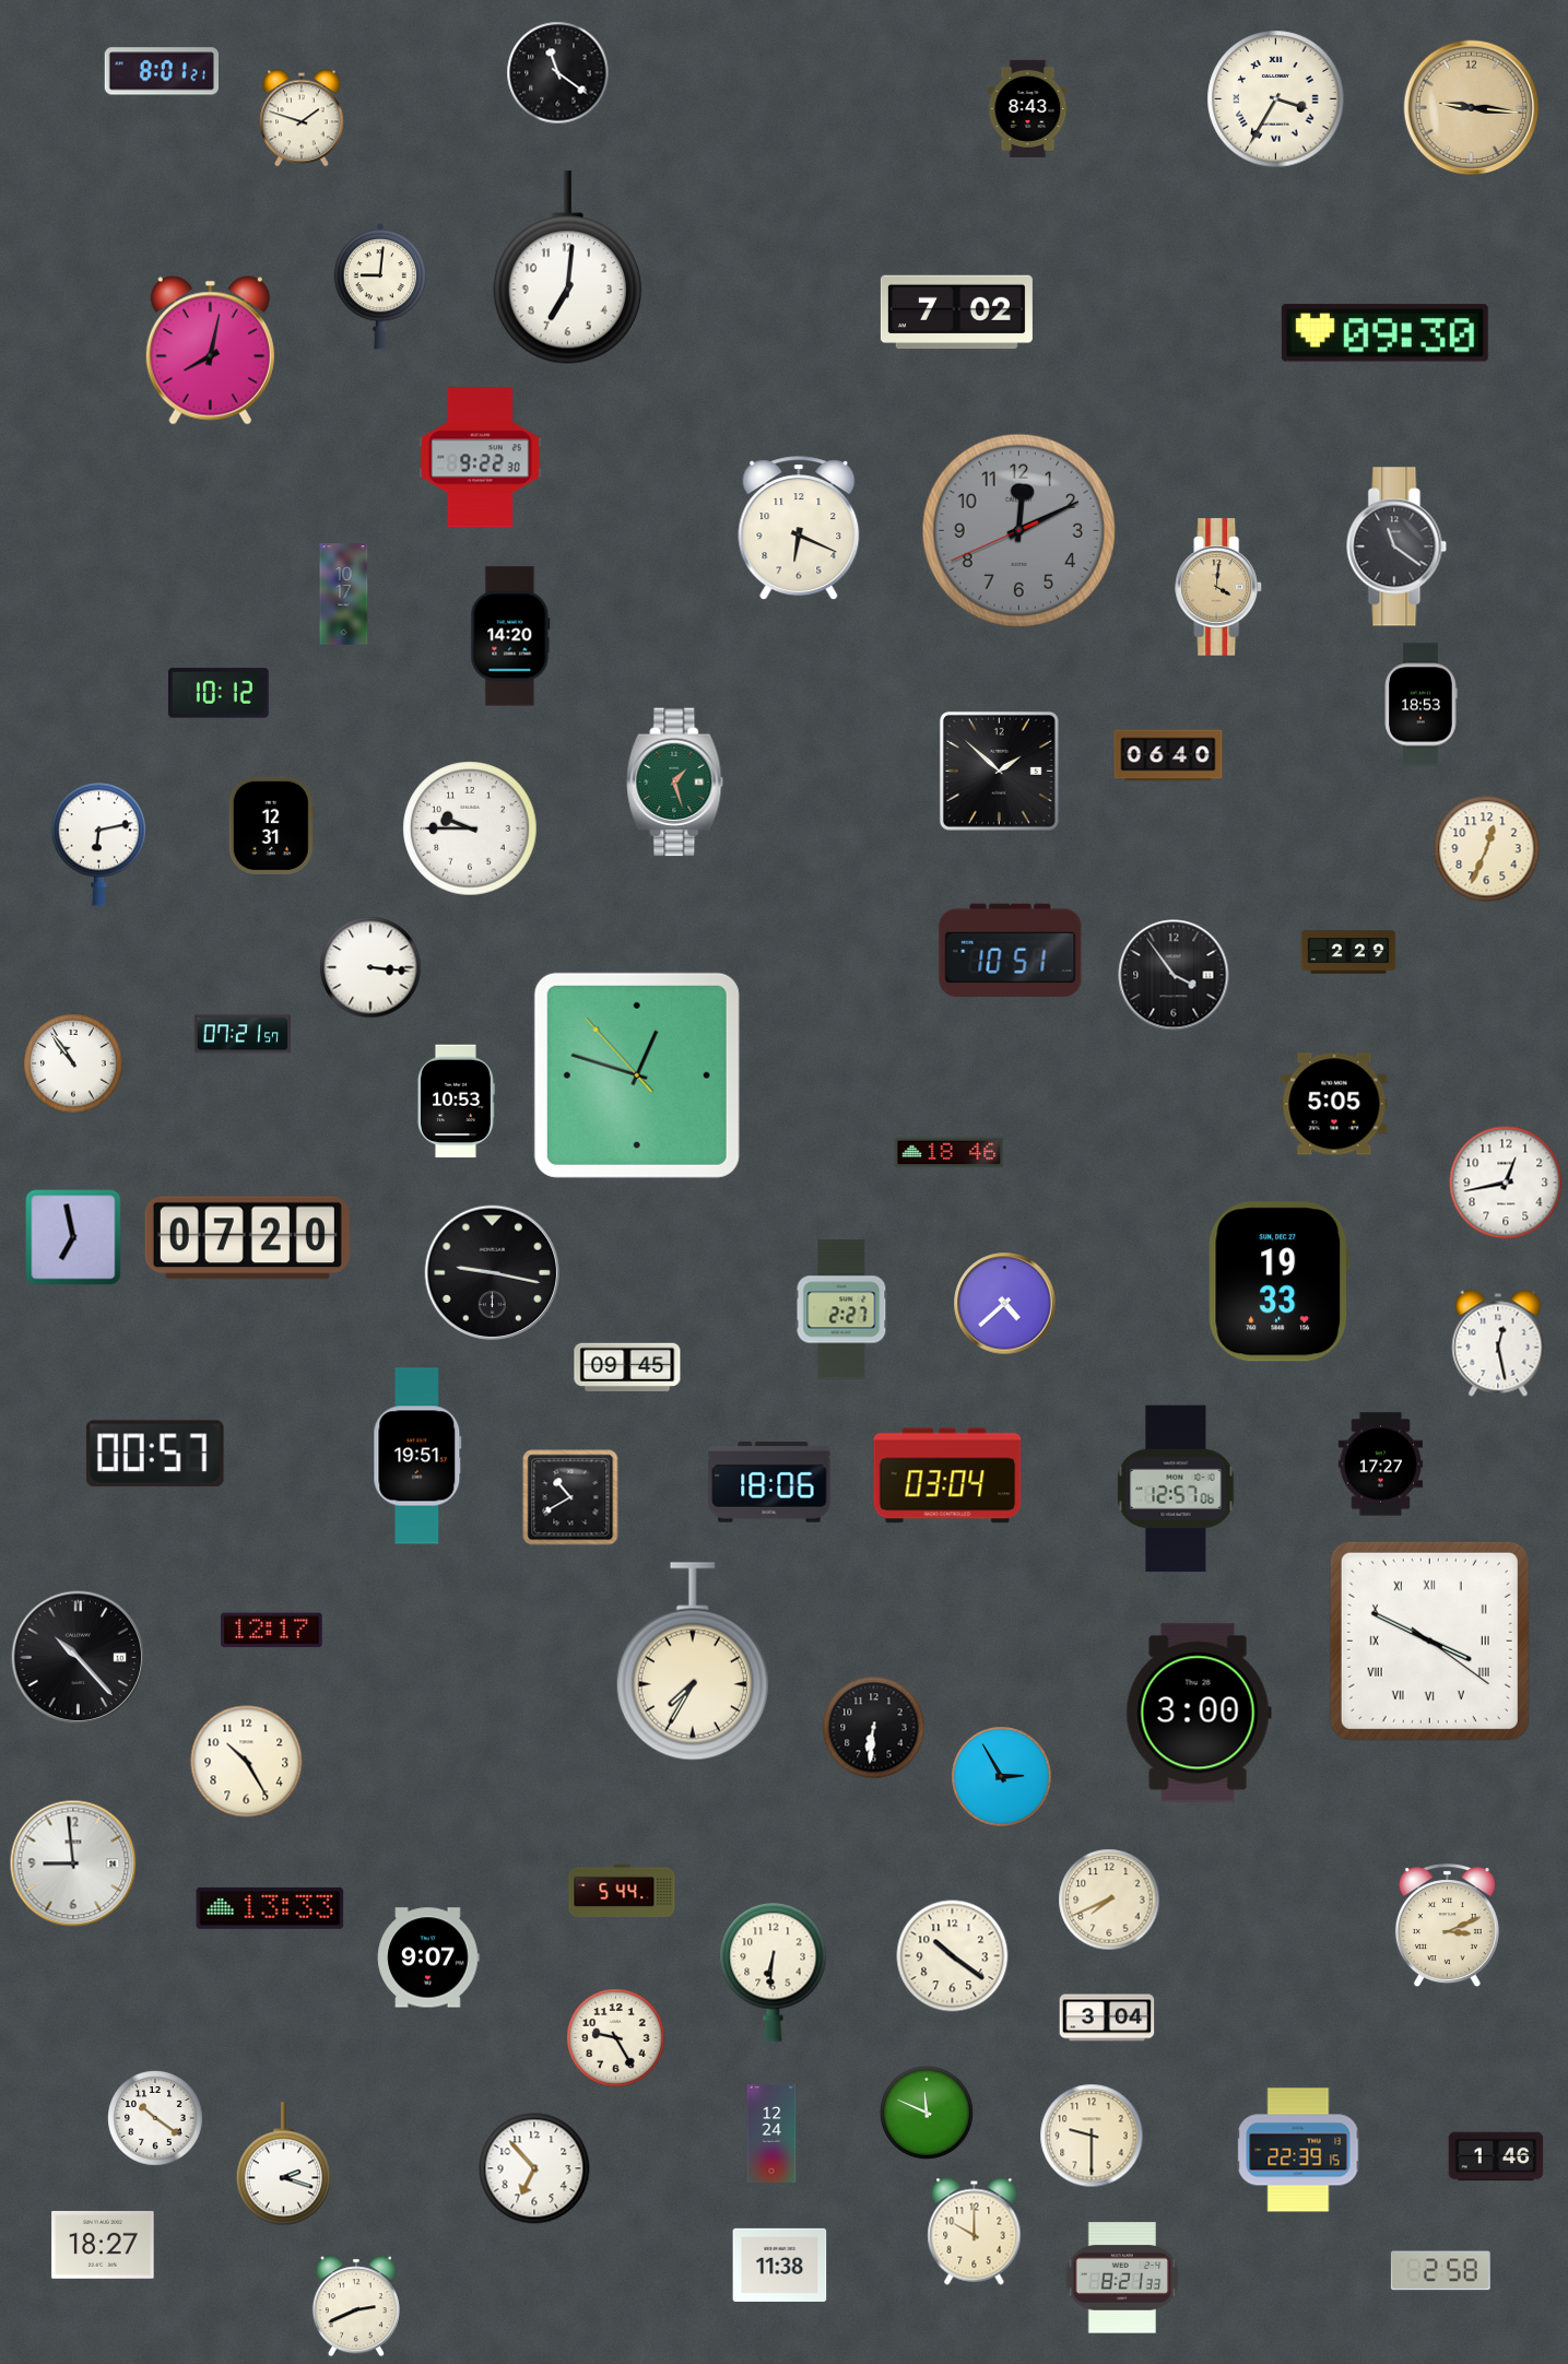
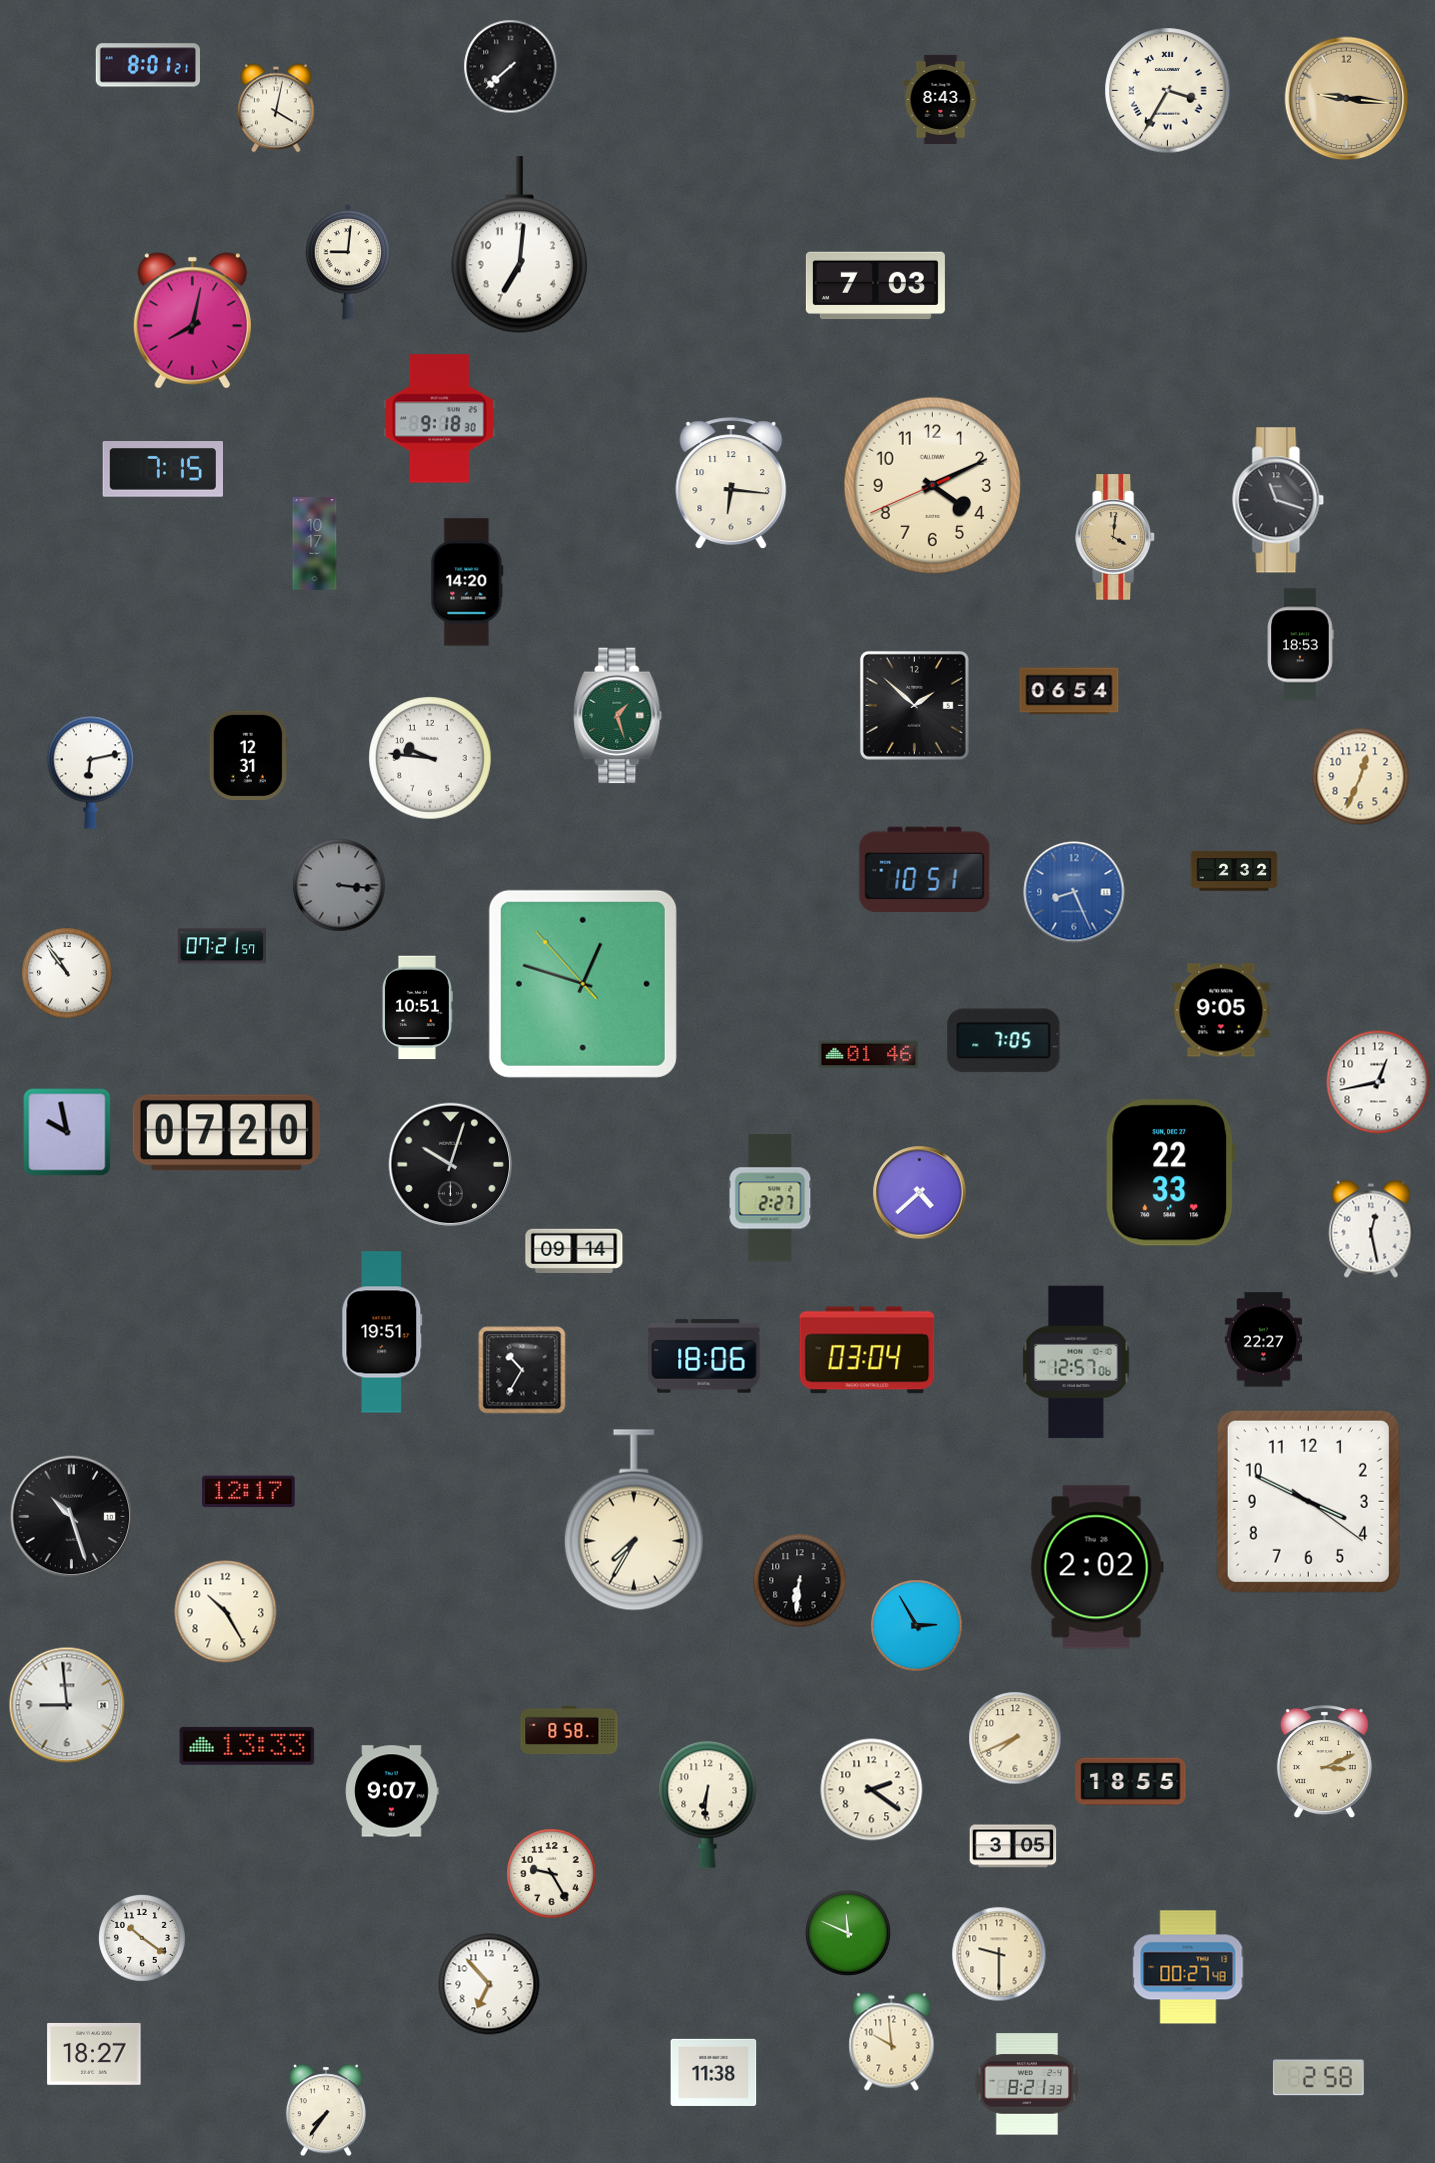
clock at (558, 73): 11:21 -> 7:38
clock at (302, 118): 1:48 -> 4:02
clock at (956, 313): 7:02 -> 7:03
clock at (1384, 333): 09:30 -> none
clock at (481, 458): 9:22 -> 9:18
clock at (162, 470): none -> 7:15
clock at (799, 528): 6:19 -> 6:16
clock at (1018, 530): 12:10 -> 4:10
clock at (1018, 530) dial: grey -> cream
clock at (1396, 546): 11:21 -> 11:18
clock at (219, 693): 10:12 -> none
clock at (1168, 755): 06:40 -> 06:54
clock at (470, 828): 9:45 -> 9:46
clock at (1348, 952): 2:29 -> 2:32
clock at (370, 967) dial: white -> grey
clock at (1174, 975): 3:54 -> 8:26
clock at (1174, 975) dial: black -> blue
clock at (456, 1102): 10:53 -> 10:51
clock at (1334, 1104): 5:05 -> 9:05
clock at (1004, 1041): none -> 7:05
clock at (950, 1153): 18:46 -> 01:46
clock at (73, 1237): 6:58 -> 9:58
clock at (493, 1273): 9:17 -> 10:03
clock at (1280, 1282): 19:33 -> 22:33
clock at (627, 1366): 09:45 -> 09:14
clock at (155, 1454): 00:57 -> none
clock at (1380, 1465): 17:27 -> 22:27
clock at (570, 1497): 10:40 -> 10:35
clock at (1429, 1640) numerals: Roman -> Arabic
clock at (79, 1658): 10:23 -> 10:27
clock at (1199, 1713): 3:00 -> 2:02
clock at (622, 1891): 5:44 -> 8:58
clock at (1131, 1782): none -> 18:55
clock at (953, 1956): 10:21 -> 2:21
clock at (1107, 2018): 3:04 -> 3:05
clock at (616, 2038) position: (616, 2038) -> (552, 1874)
clock at (771, 2133): 12:24 -> none
clock at (1298, 2150): 22:39 -> 00:27
clock at (1496, 2156): 1:46 -> none
clock at (283, 2164): 2:18 -> none
clock at (975, 2232): 10:00 -> 9:59
clock at (356, 2306): 2:41 -> 7:36
